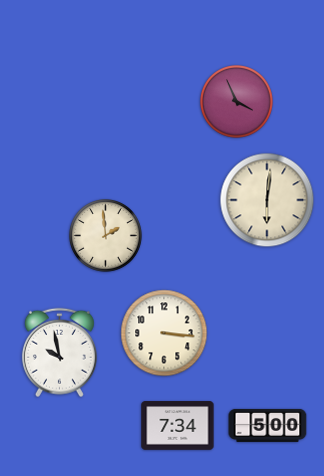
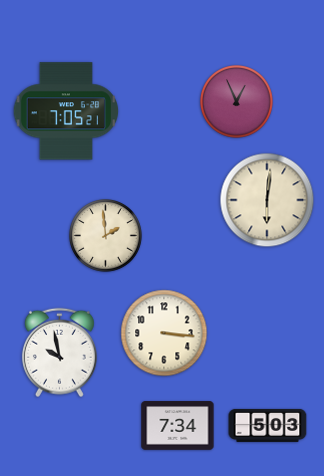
clock at (237, 102): 3:56 -> 12:56
clock at (66, 111): none -> 7:05
clock at (268, 425): 5:00 -> 5:03
